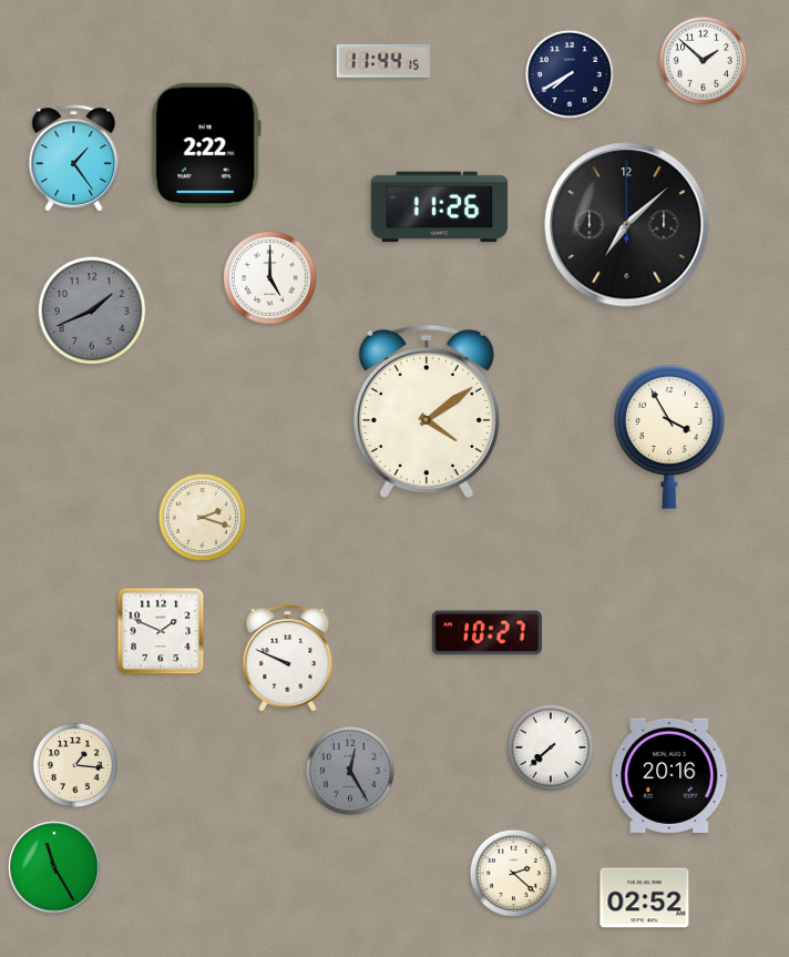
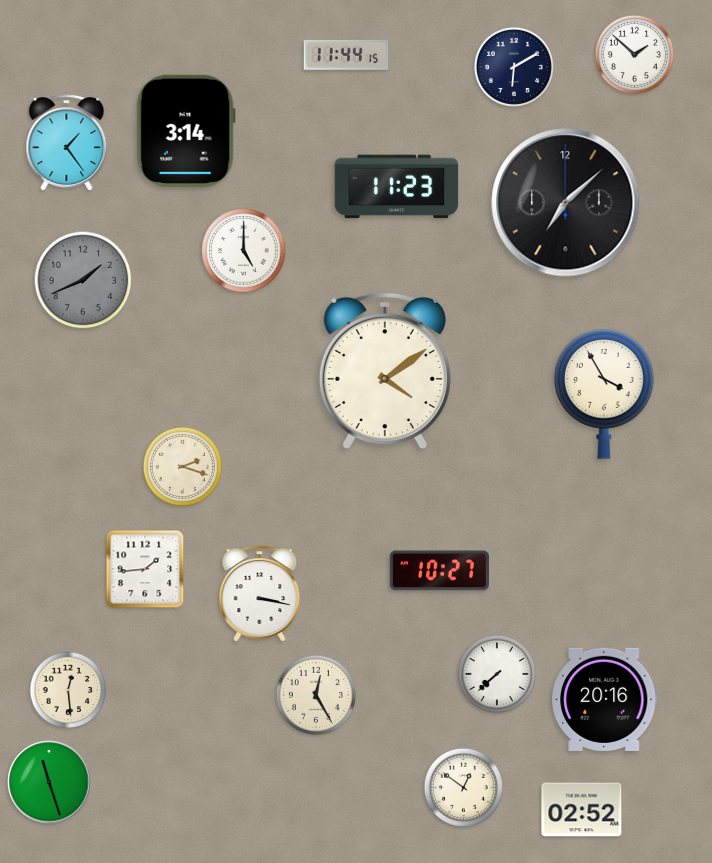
clock at (570, 74): 7:40 -> 6:10
clock at (206, 145): 2:22 -> 3:14
clock at (440, 207): 11:26 -> 11:23
clock at (161, 631): 1:49 -> 1:44
clock at (288, 659): 9:49 -> 3:17
clock at (75, 765): 1:16 -> 12:29
clock at (350, 771) dial: grey -> cream
clock at (54, 867): 11:25 -> 11:27
clock at (513, 873): 2:22 -> 12:51
